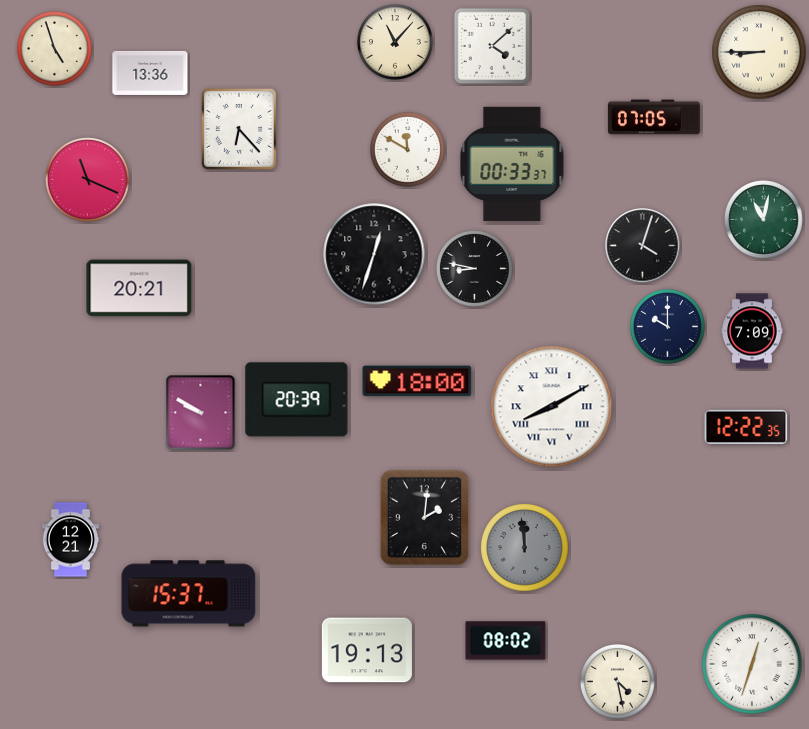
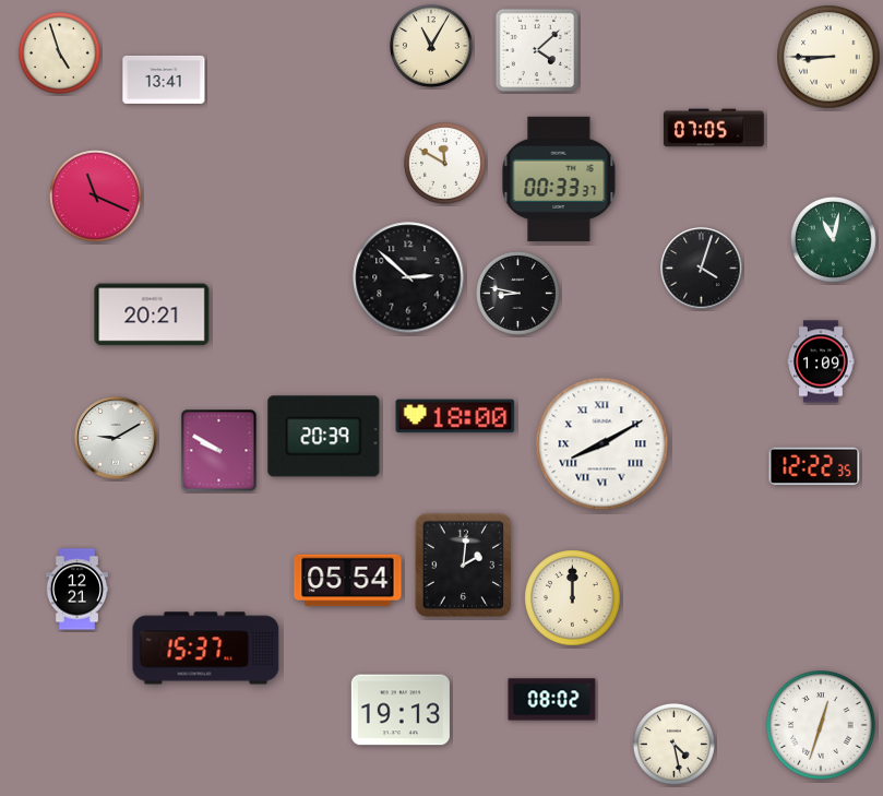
clock at (396, 43): 11:07 -> 11:05
clock at (150, 73): 13:36 -> 13:41
clock at (239, 129): 6:23 -> none
clock at (374, 254): 12:33 -> 2:52
clock at (667, 326): 10:00 -> none
clock at (752, 331): 7:09 -> 1:09
clock at (116, 438): none -> 9:10
clock at (348, 581): none -> 05:54
clock at (525, 548): 11:59 -> 12:00
clock at (525, 548) dial: grey -> cream
